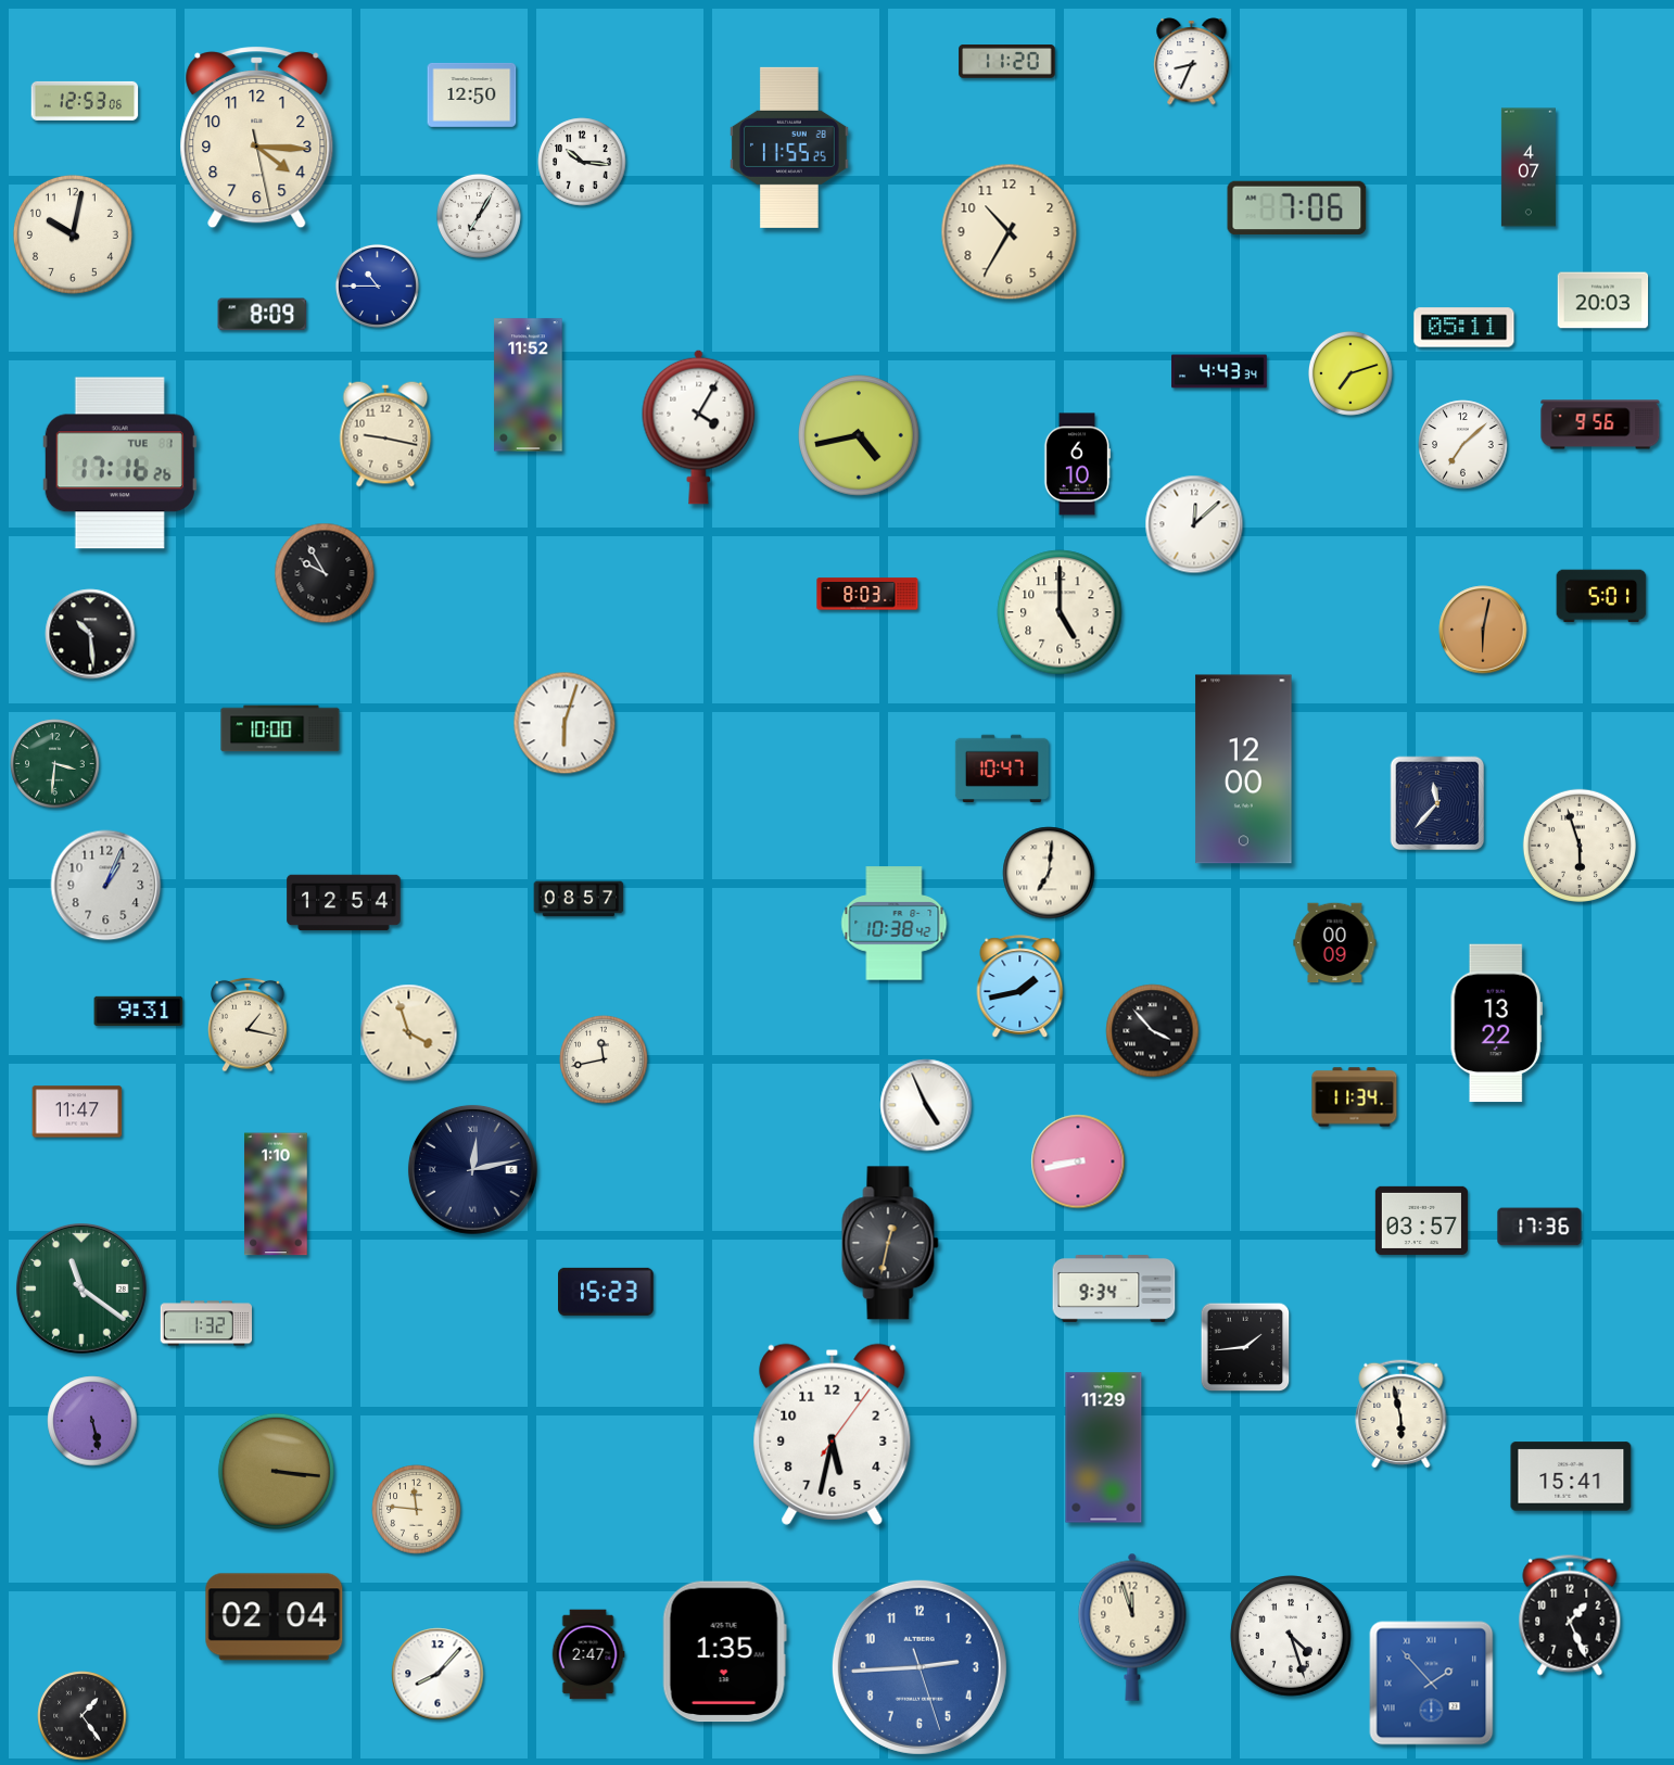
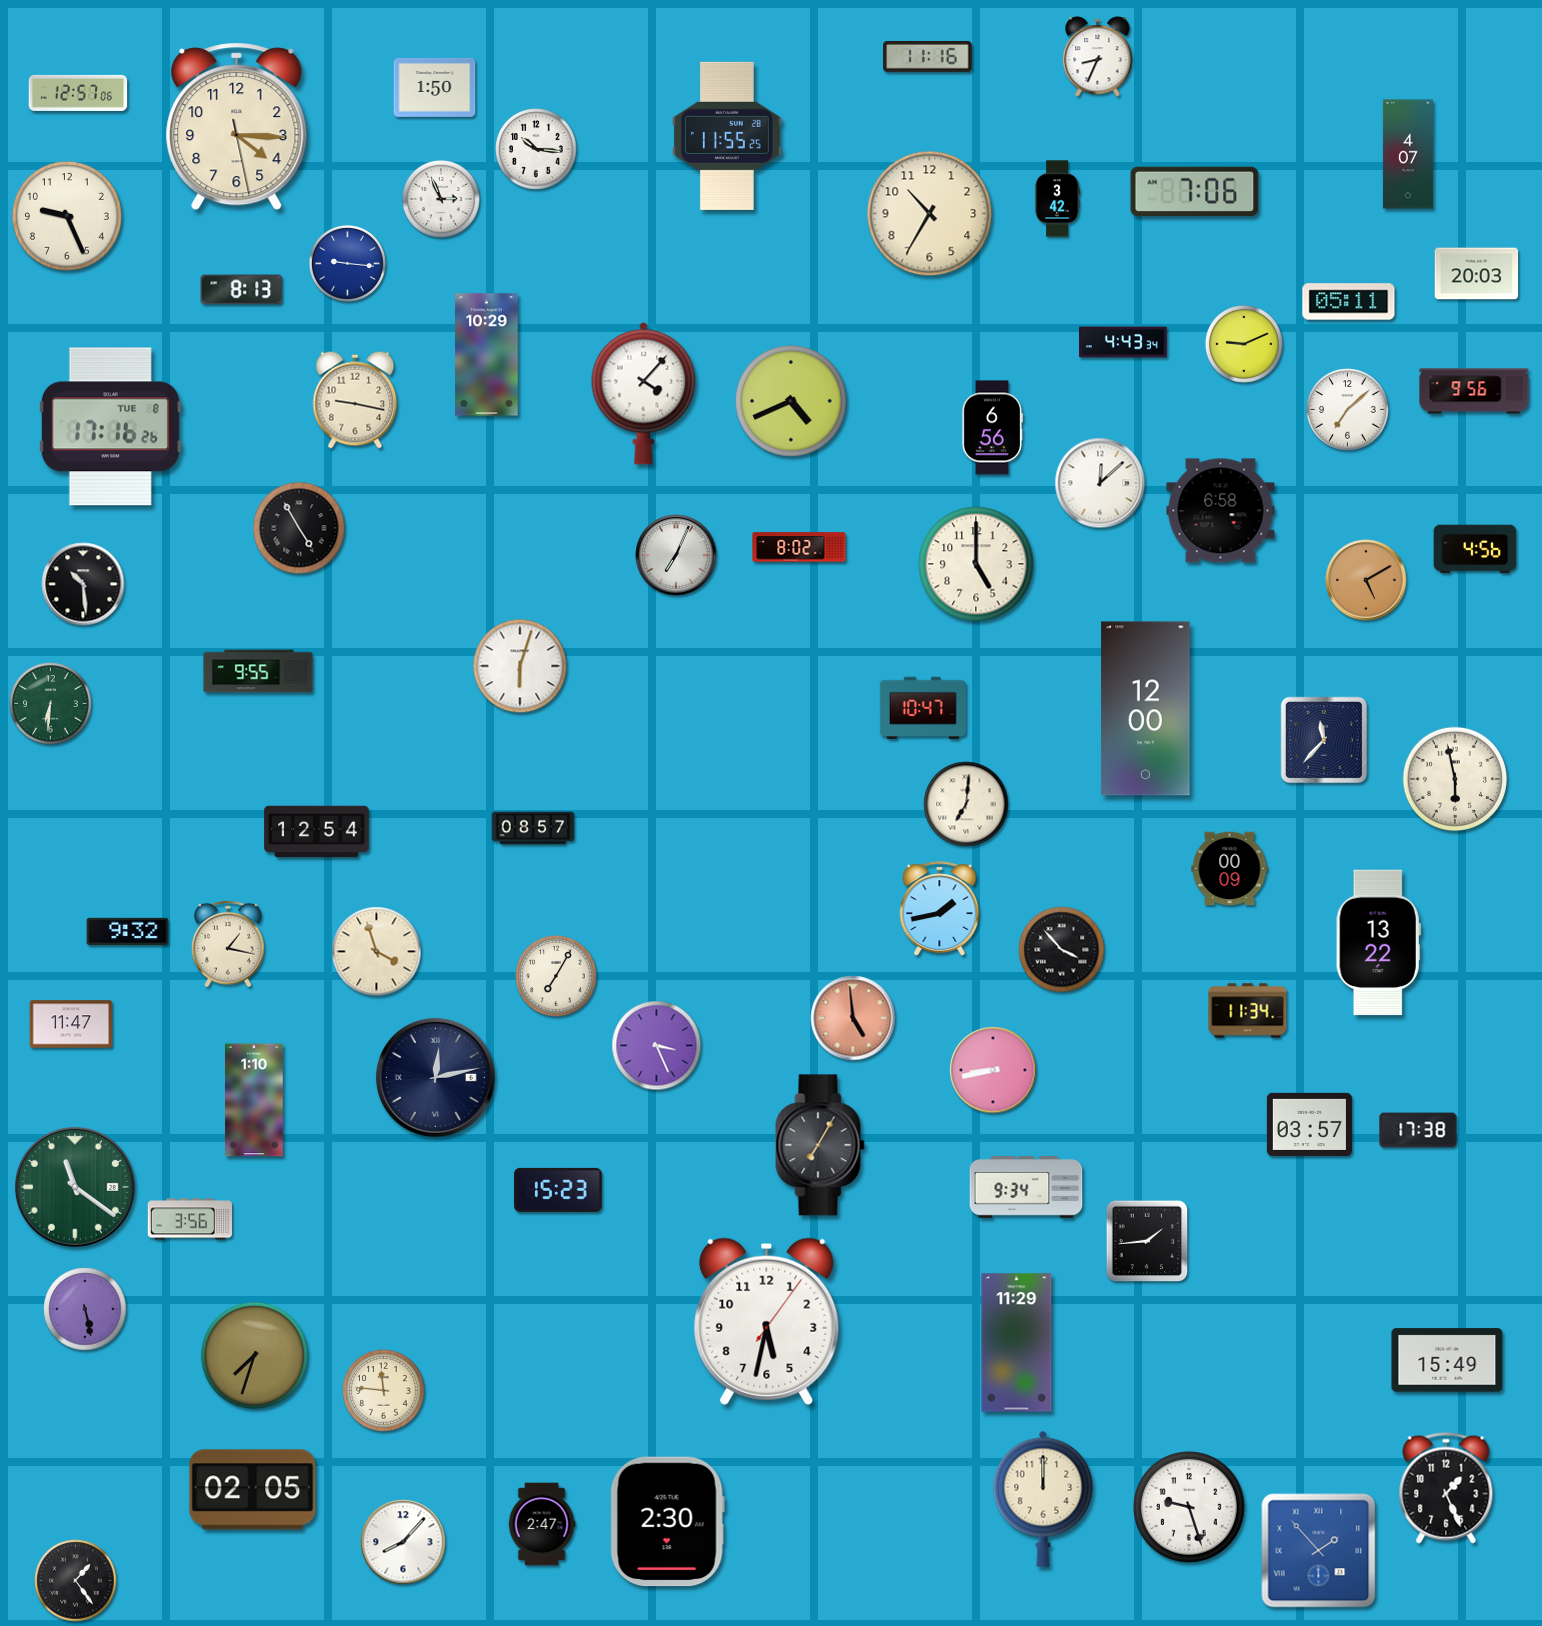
clock at (1007, 62): 11:20 -> 11:16
clock at (472, 94): 12:50 -> 1:50
clock at (85, 101): 12:53 -> 12:57
clock at (479, 216): 7:05 -> 2:56
clock at (1057, 199): none -> 3:42
clock at (73, 234): 10:02 -> 9:26
clock at (377, 285): 10:45 -> 9:16
clock at (1603, 301) position: (1603, 301) -> (1477, 274)
clock at (263, 315): 8:09 -> 8:13
clock at (1350, 373): 7:12 -> 9:11
clock at (529, 385): 11:52 -> 10:29
clock at (699, 427): 4:05 -> 4:07
clock at (859, 435): 4:43 -> 4:41
clock at (119, 464) date: TUE 1 -> TUE 8
clock at (1076, 465): 6:10 -> 6:56
clock at (1221, 511): none -> 6:58
clock at (325, 573): 9:55 -> 4:55
clock at (867, 594): 8:03 -> 8:02
clock at (1601, 596): 5:01 -> 4:56
clock at (676, 555): none -> 7:04
clock at (1483, 630): 6:02 -> 5:10
clock at (280, 728): 10:00 -> 9:55
clock at (55, 764): 3:31 -> 6:31
clock at (1580, 846): 5:57 -> 5:58
clock at (106, 886): 1:04 -> none
clock at (895, 924): 10:38 -> none
clock at (139, 1011): 9:31 -> 9:32
clock at (604, 1059): 11:43 -> 7:05
clock at (926, 1105): 4:56 -> 4:59
clock at (926, 1105) dial: white -> salmon
clock at (657, 1046): none -> 3:26
clock at (1539, 1227): 17:36 -> 17:38
clock at (890, 1243): 12:32 -> 7:05
clock at (205, 1323): 1:32 -> 3:56
clock at (1402, 1413): 5:58 -> none
clock at (1104, 1448) position: (1104, 1448) -> (1017, 1343)
clock at (276, 1471): 3:16 -> 7:33
clock at (1571, 1476): 15:41 -> 15:49
clock at (275, 1617): 02:04 -> 02:05
clock at (1132, 1627): 11:57 -> 12:00
clock at (1291, 1636): 4:27 -> 9:27
clock at (724, 1652): 1:35 -> 2:30
clock at (920, 1667): 2:44 -> none
